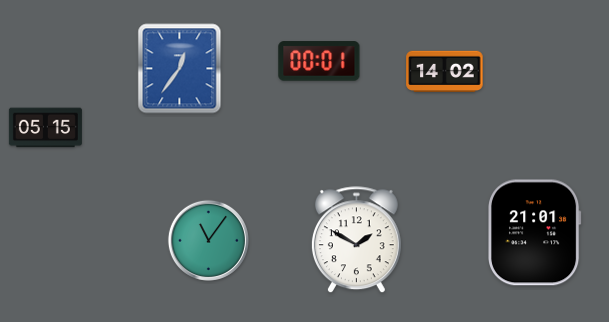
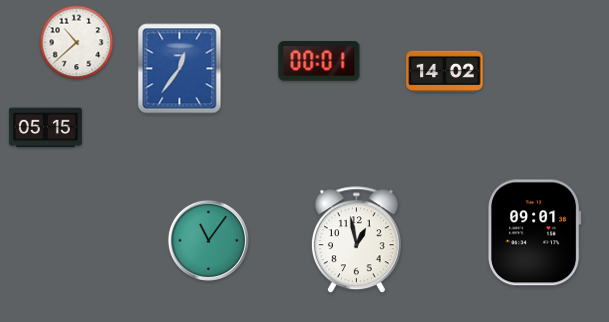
clock at (77, 43): none -> 10:38
clock at (535, 233): 21:01 -> 09:01
clock at (356, 240): 1:50 -> 12:58
